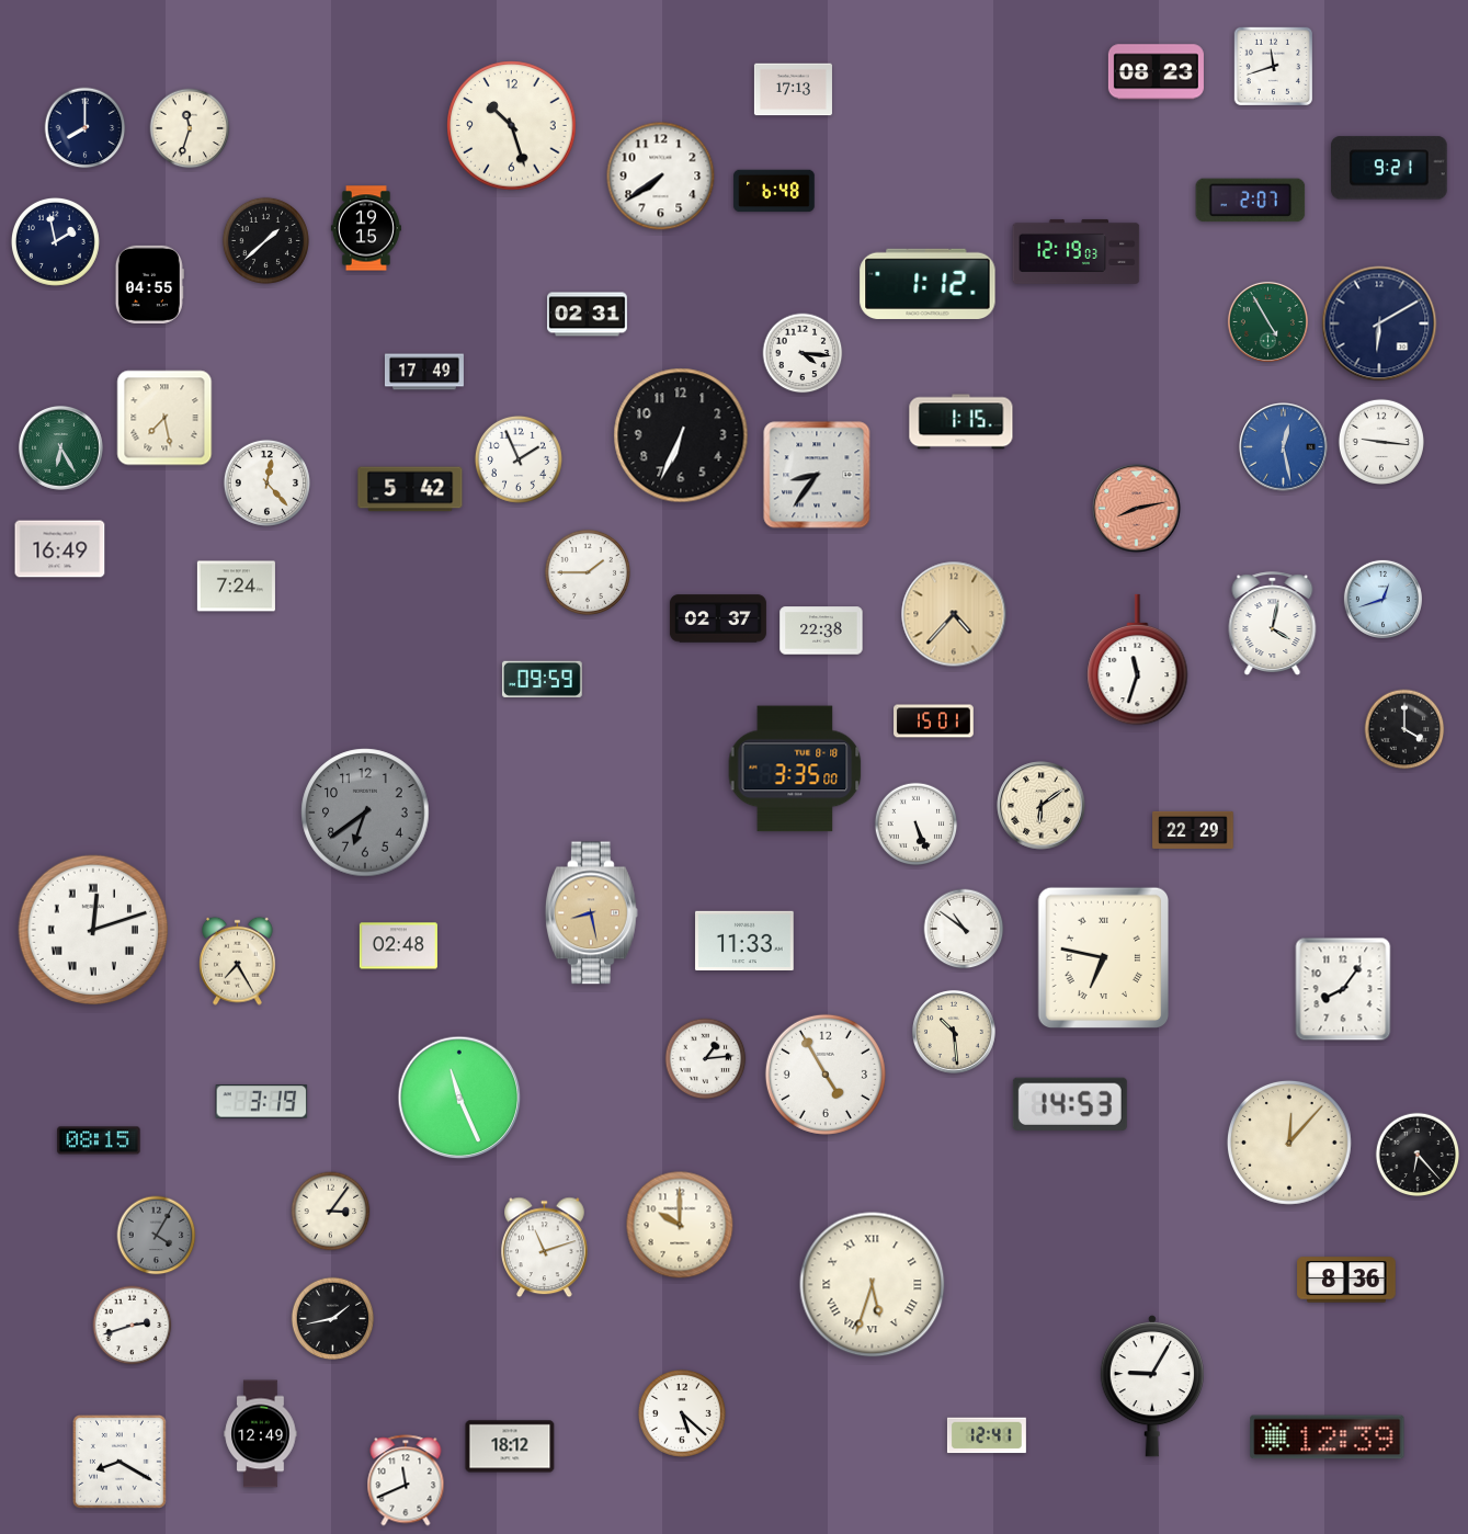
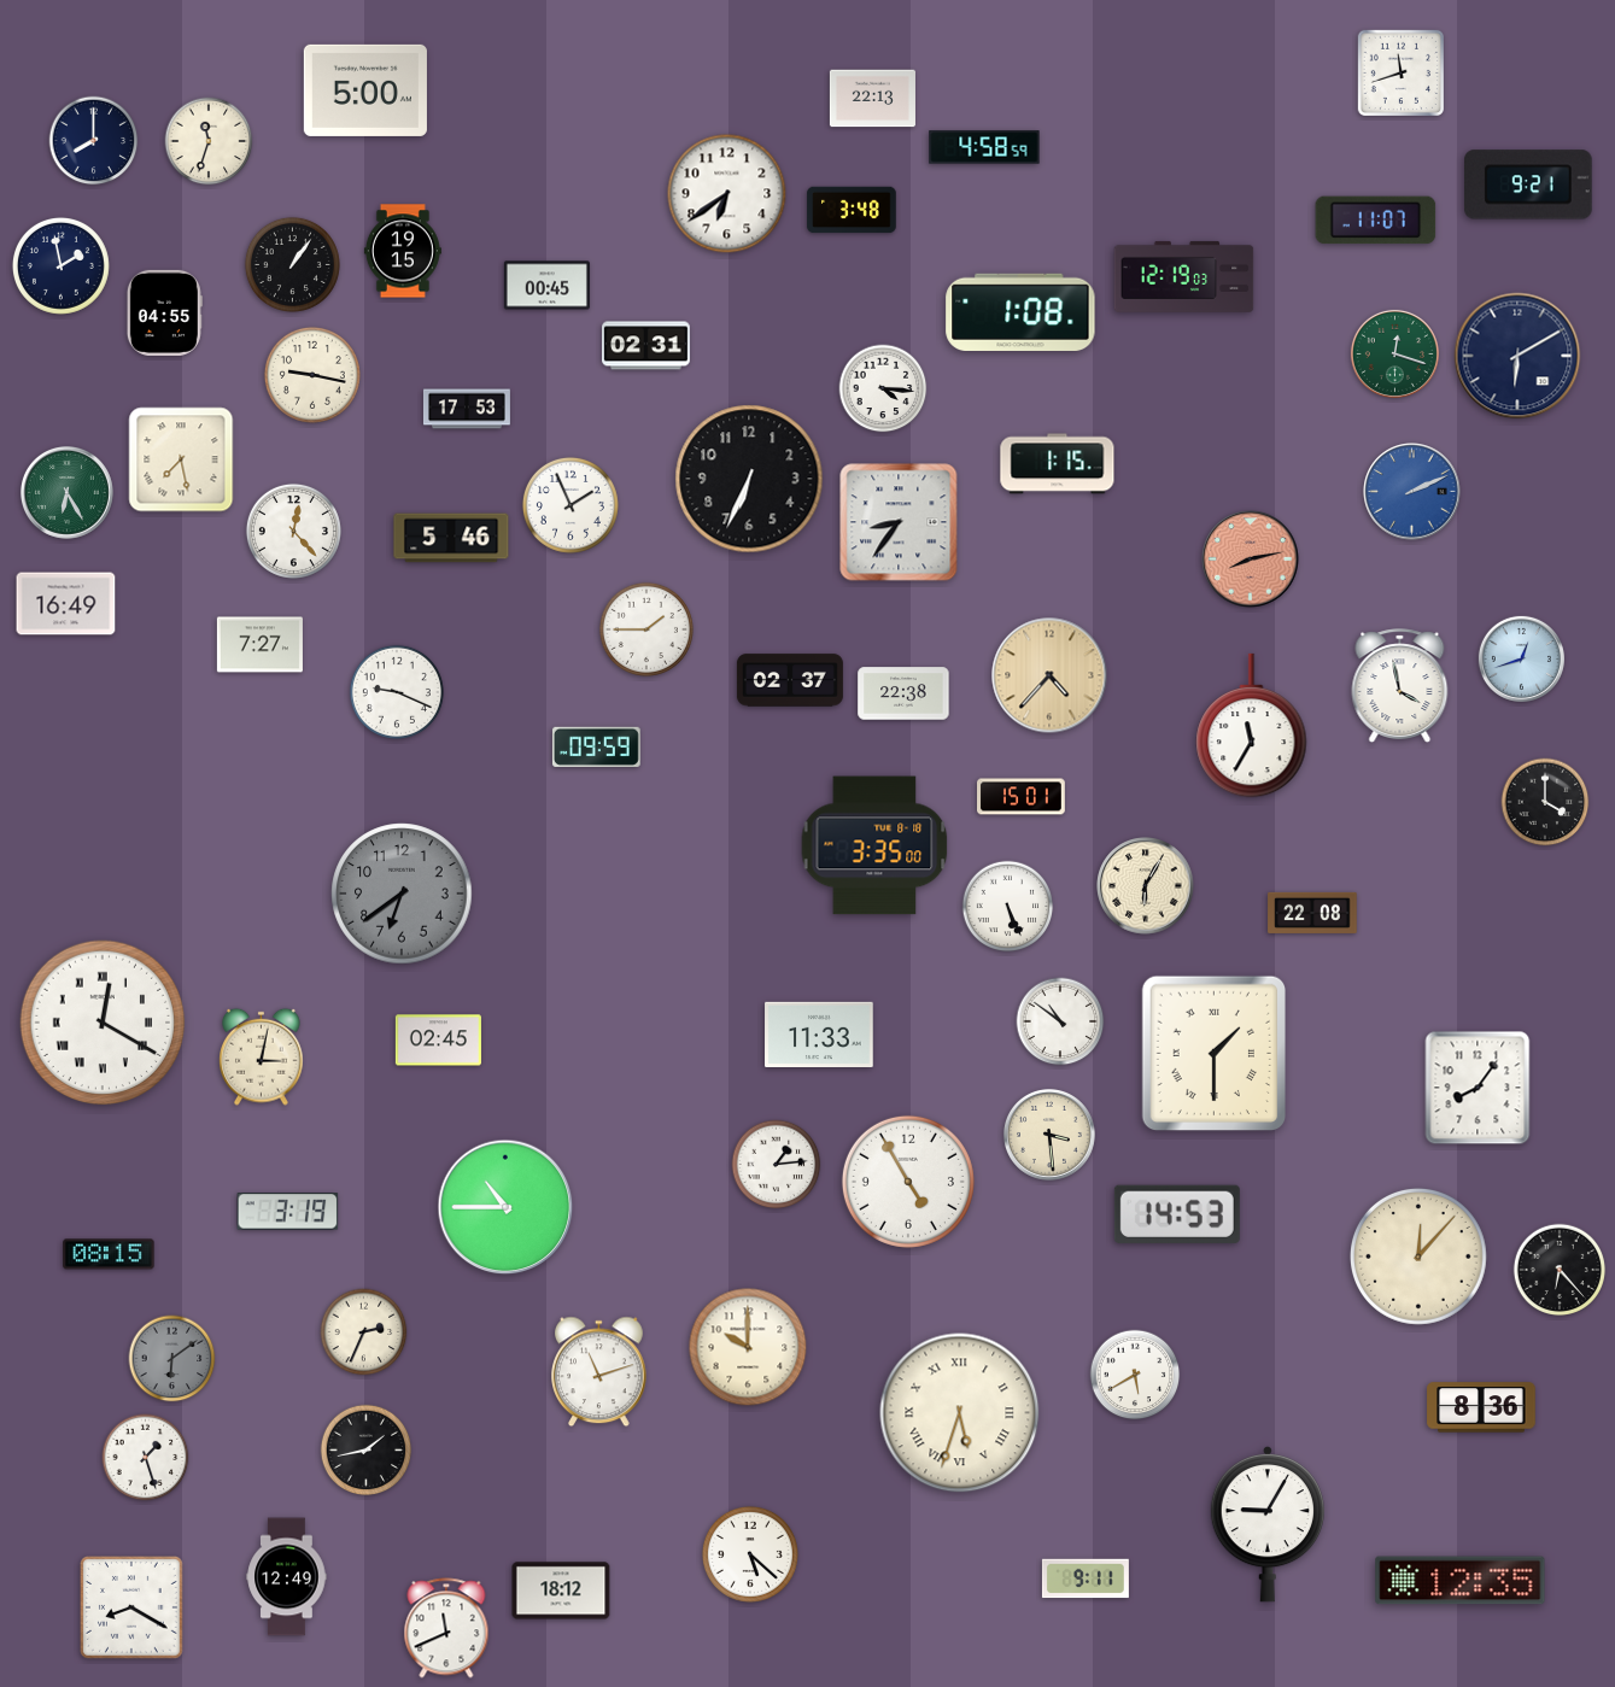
clock at (1156, 72): 08:23 -> none
clock at (365, 90): none -> 5:00
clock at (793, 90): 17:13 -> 22:13
clock at (512, 126): 10:27 -> none
clock at (984, 147): none -> 4:58
clock at (661, 177): 7:39 -> 6:39
clock at (774, 191): 6:48 -> 3:48
clock at (1251, 201): 2:07 -> 11:07
clock at (265, 240): 1:38 -> 1:06
clock at (546, 286): none -> 00:45
clock at (928, 284): 1:12 -> 1:08
clock at (1267, 321): 4:55 -> 12:18
clock at (312, 375): none -> 9:17
clock at (424, 372): 17:49 -> 17:53
clock at (1381, 442): 9:16 -> none
clock at (1284, 447): 12:28 -> 2:11
clock at (410, 489): 5:42 -> 5:46
clock at (236, 587): 7:24 -> 7:27
clock at (1273, 623): 4:02 -> 3:58
clock at (397, 692): none -> 9:19
clock at (1138, 660): 11:33 -> 11:35
clock at (934, 721) position: (934, 721) -> (1022, 797)
clock at (1042, 806): 6:09 -> 6:05
clock at (1193, 830): 22:29 -> 22:08
clock at (591, 913): 8:28 -> none
clock at (93, 930): 12:12 -> 12:20
clock at (398, 946): 02:48 -> 02:45
clock at (1103, 958): 6:47 -> 1:30
clock at (238, 961): 7:25 -> 3:02
clock at (954, 1032): 10:29 -> 3:29
clock at (459, 1098): 11:26 -> 10:45
clock at (331, 1212): 3:06 -> 2:34
clock at (157, 1236): 4:05 -> 6:09
clock at (1135, 1375): none -> 5:40
clock at (133, 1326): 2:42 -> 1:27
clock at (987, 1435): 12:41 -> 9:11
clock at (1328, 1438): 12:39 -> 12:35
